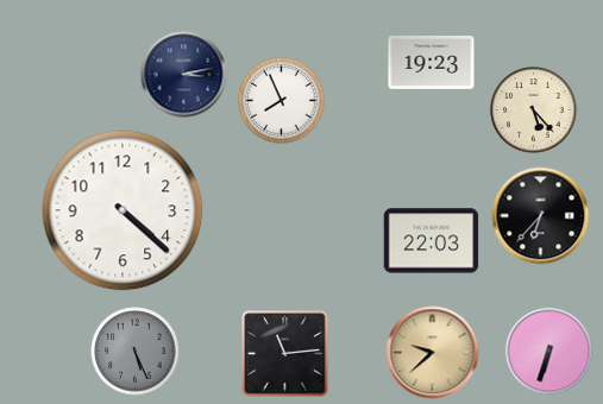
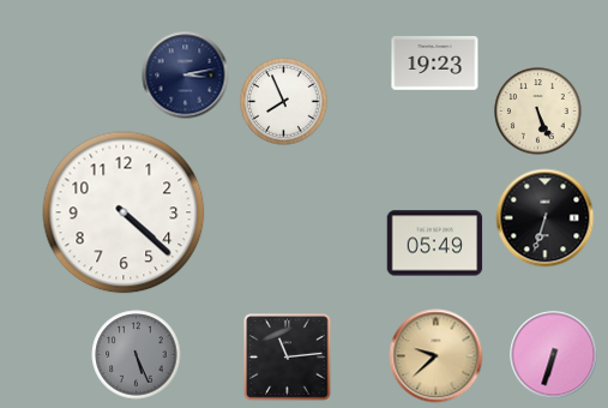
clock at (534, 111): 5:23 -> 5:26
clock at (541, 216): 6:37 -> 6:33
clock at (432, 241): 22:03 -> 05:49
